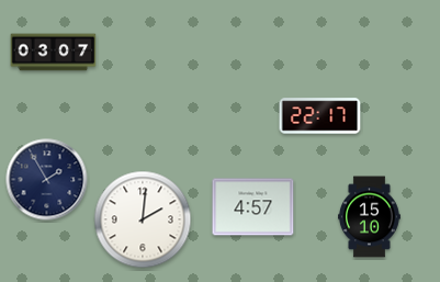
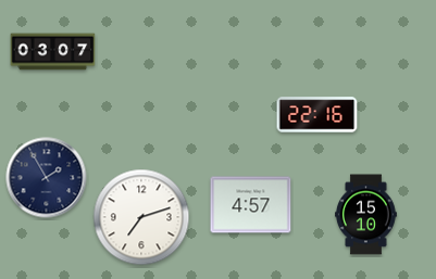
clock at (320, 116): 22:17 -> 22:16
clock at (143, 219): 2:01 -> 7:12
